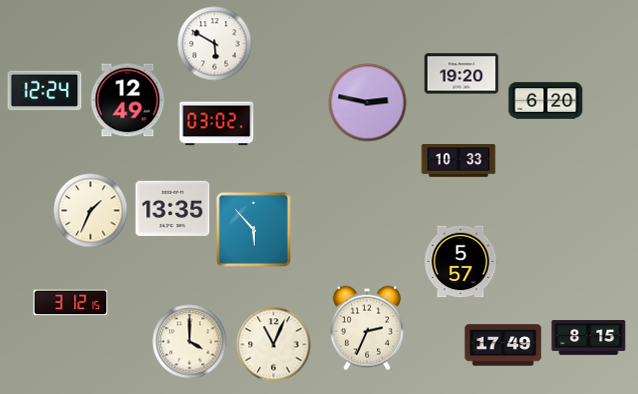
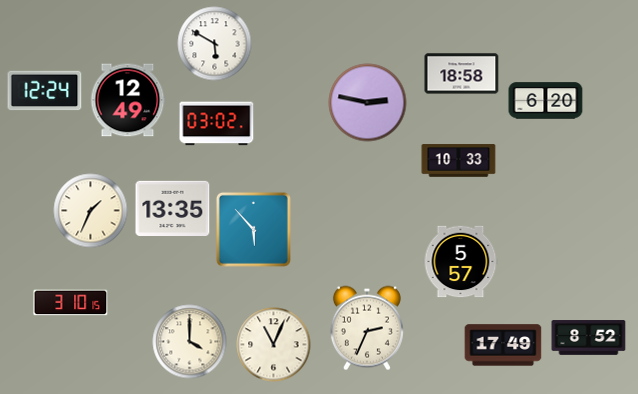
clock at (462, 74): 19:20 -> 18:58
clock at (71, 303): 3:12 -> 3:10
clock at (589, 338): 8:15 -> 8:52
